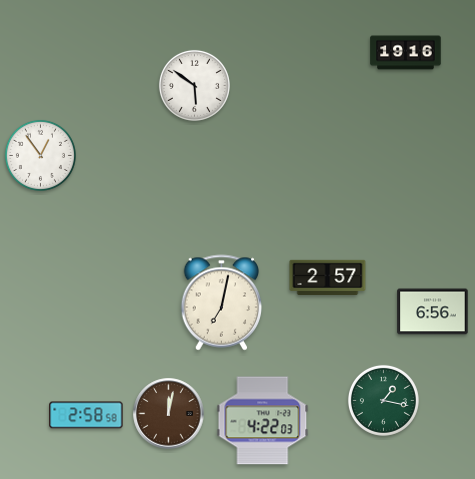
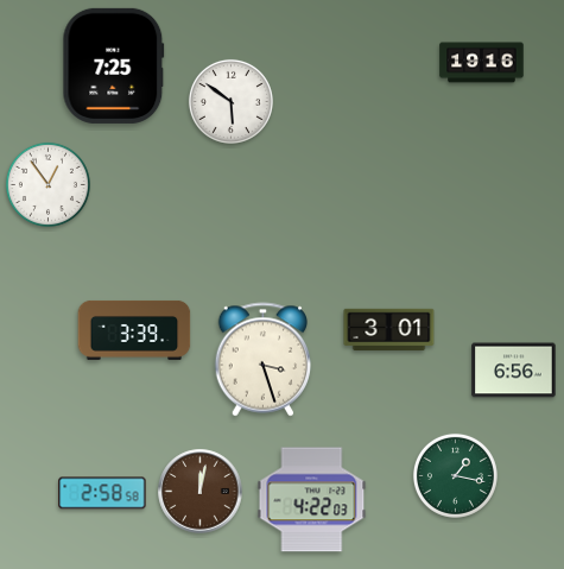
clock at (114, 65): none -> 7:25
clock at (134, 330): none -> 3:39
clock at (328, 278): 2:57 -> 3:01
clock at (222, 303): 7:02 -> 3:27
